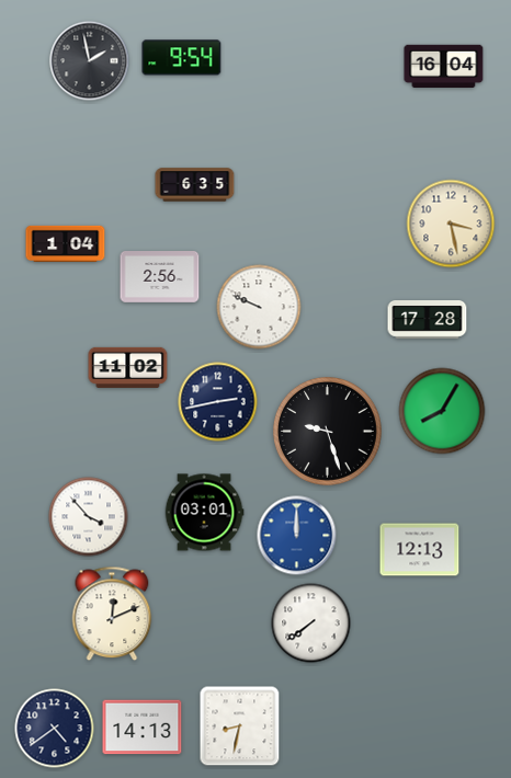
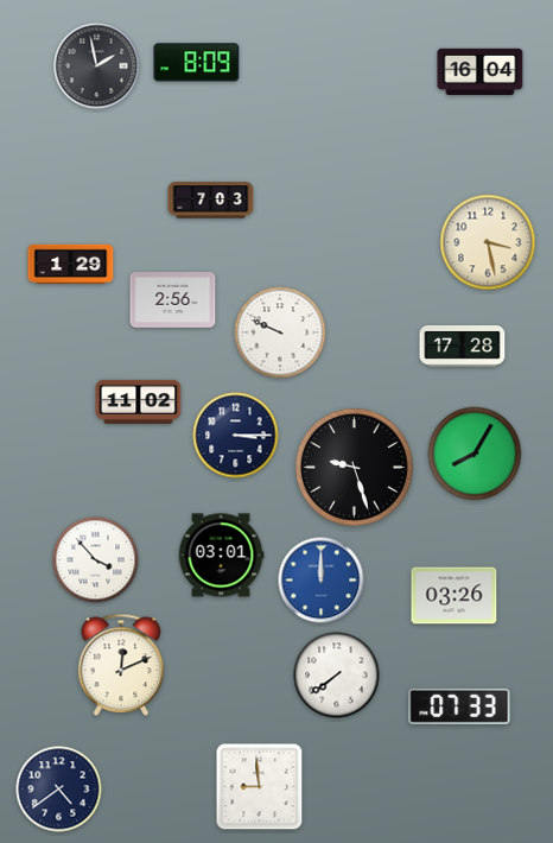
clock at (182, 58): 9:54 -> 8:09
clock at (195, 185): 6:35 -> 7:03
clock at (66, 243): 1:04 -> 1:29
clock at (128, 367) position: (128, 367) -> (139, 401)
clock at (218, 402): 2:43 -> 3:15
clock at (442, 411) position: (442, 411) -> (475, 454)
clock at (420, 550): 12:13 -> 03:26
clock at (459, 706): none -> 07:33
clock at (240, 726): 8:32 -> 8:59
clock at (143, 728): 14:13 -> none
